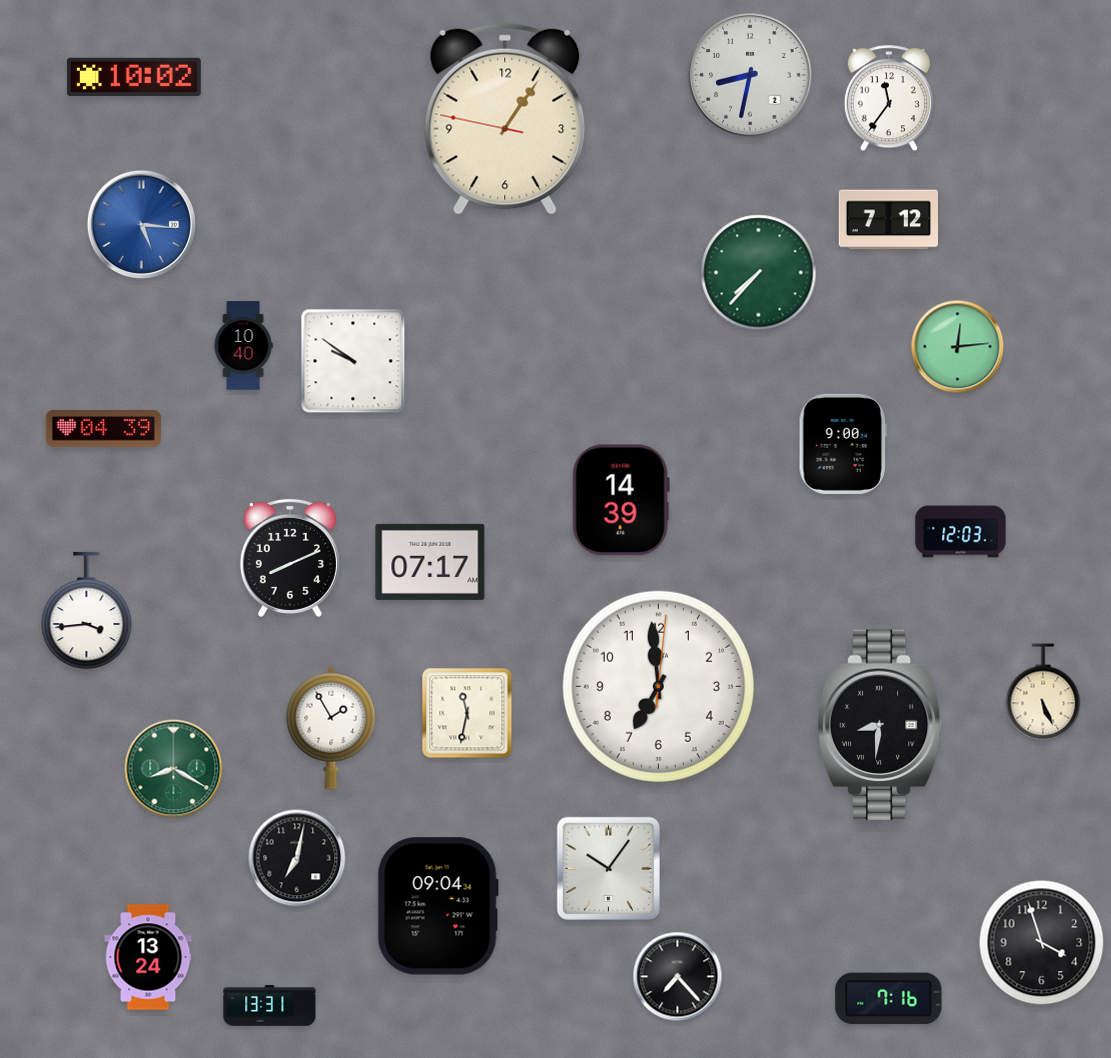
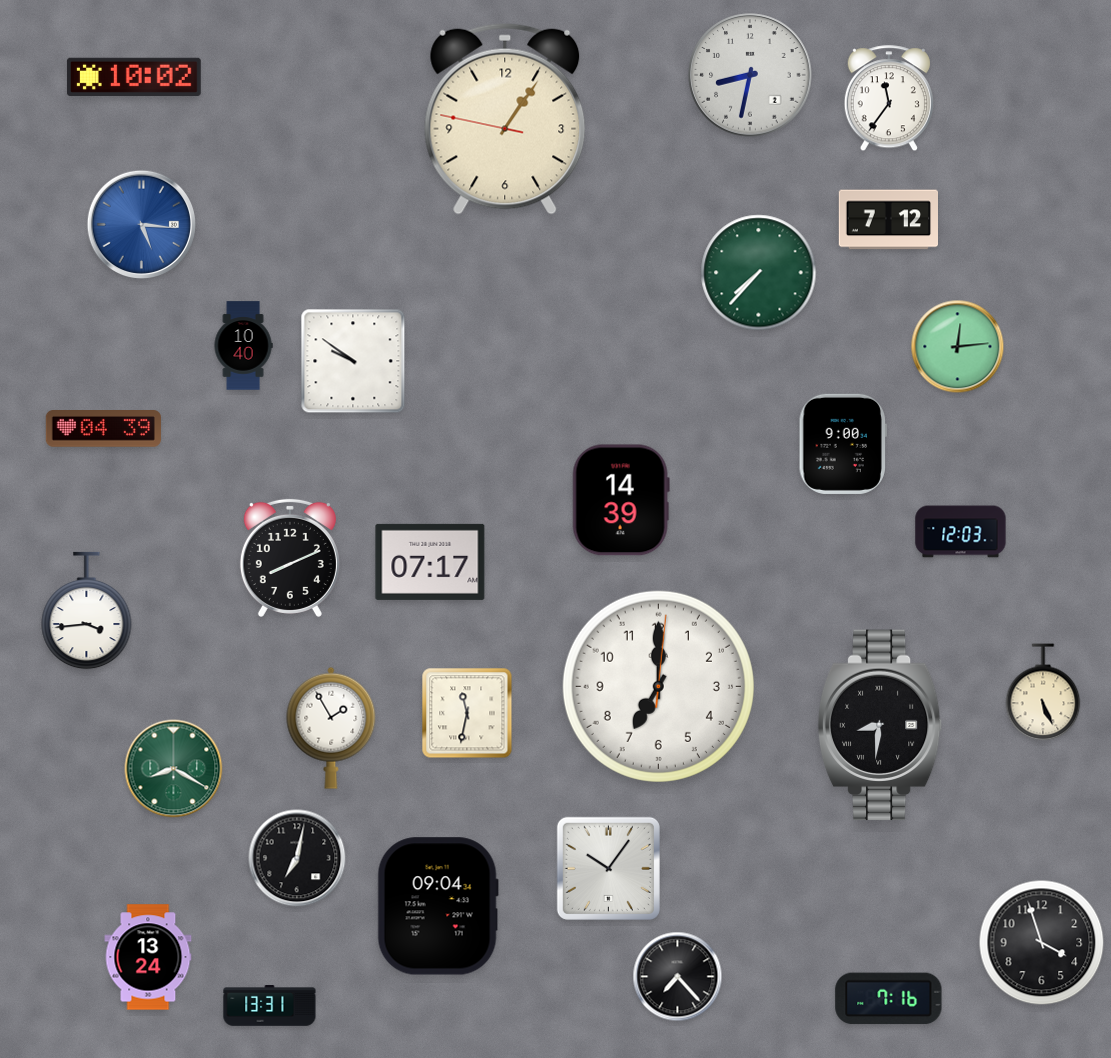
clock at (658, 686): 6:59 -> 7:00
